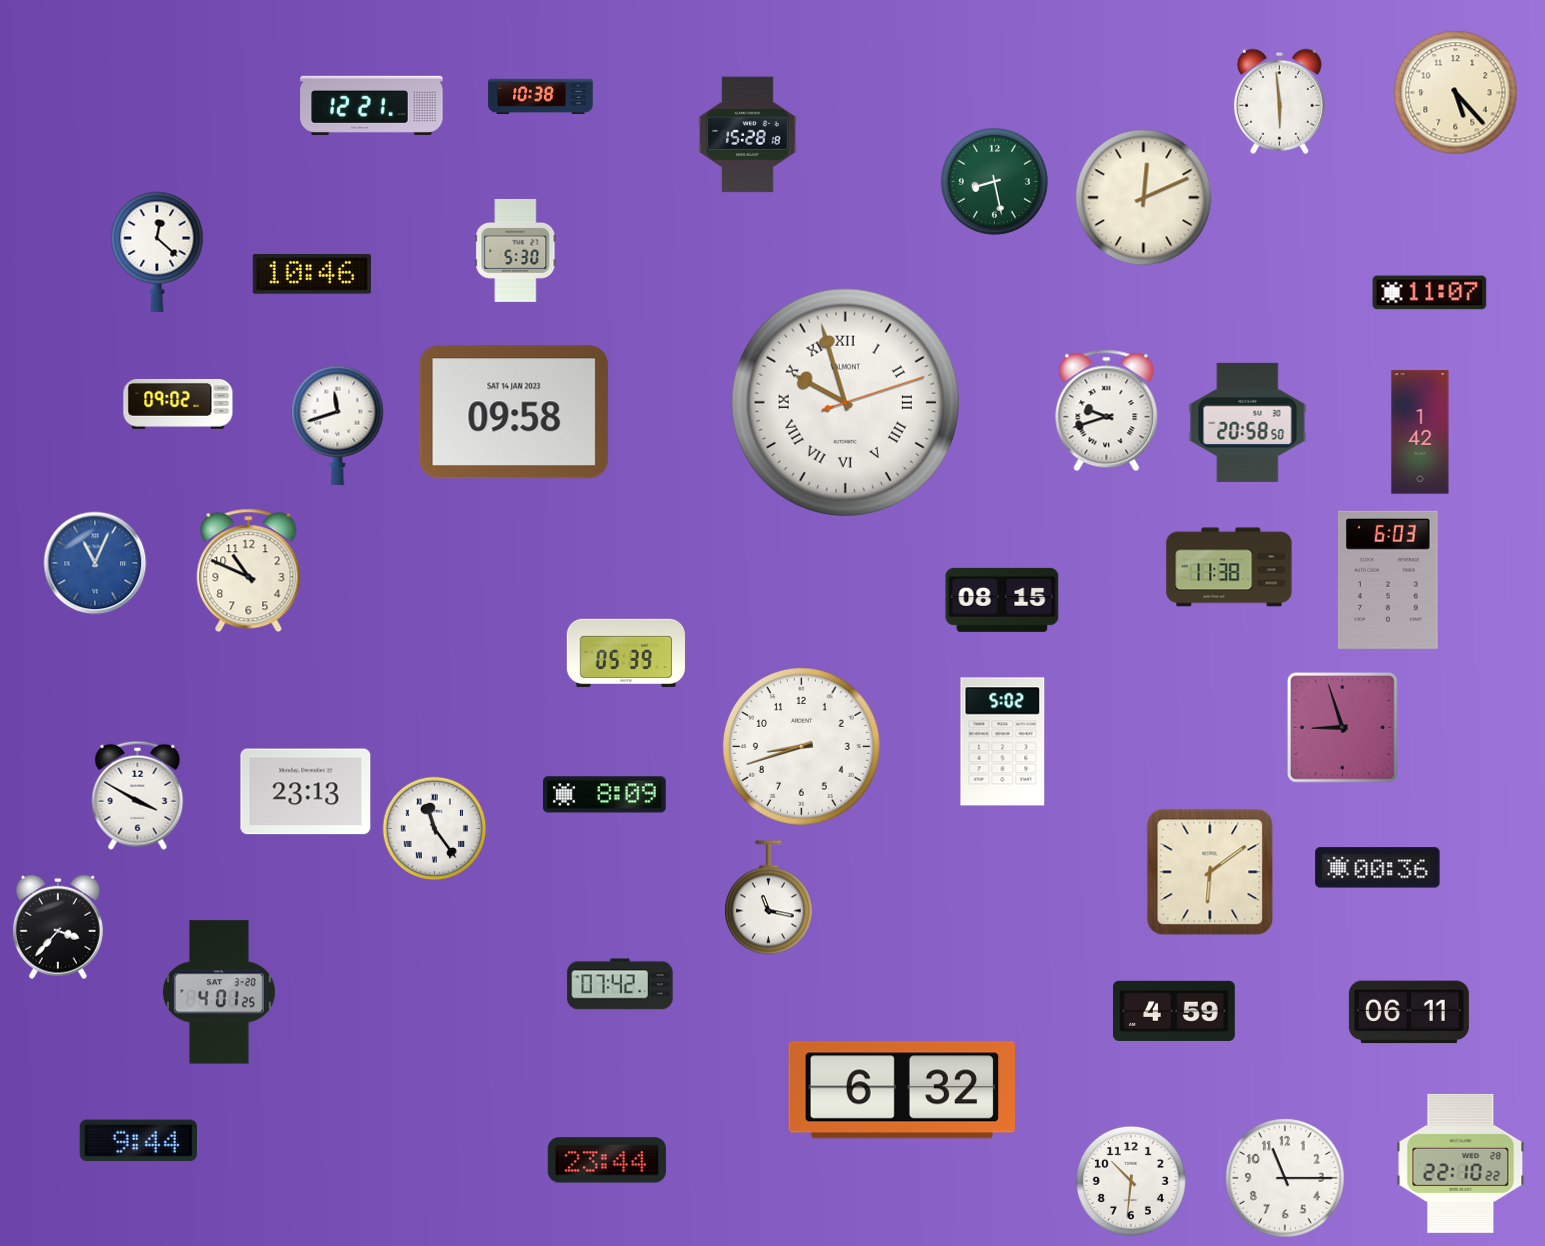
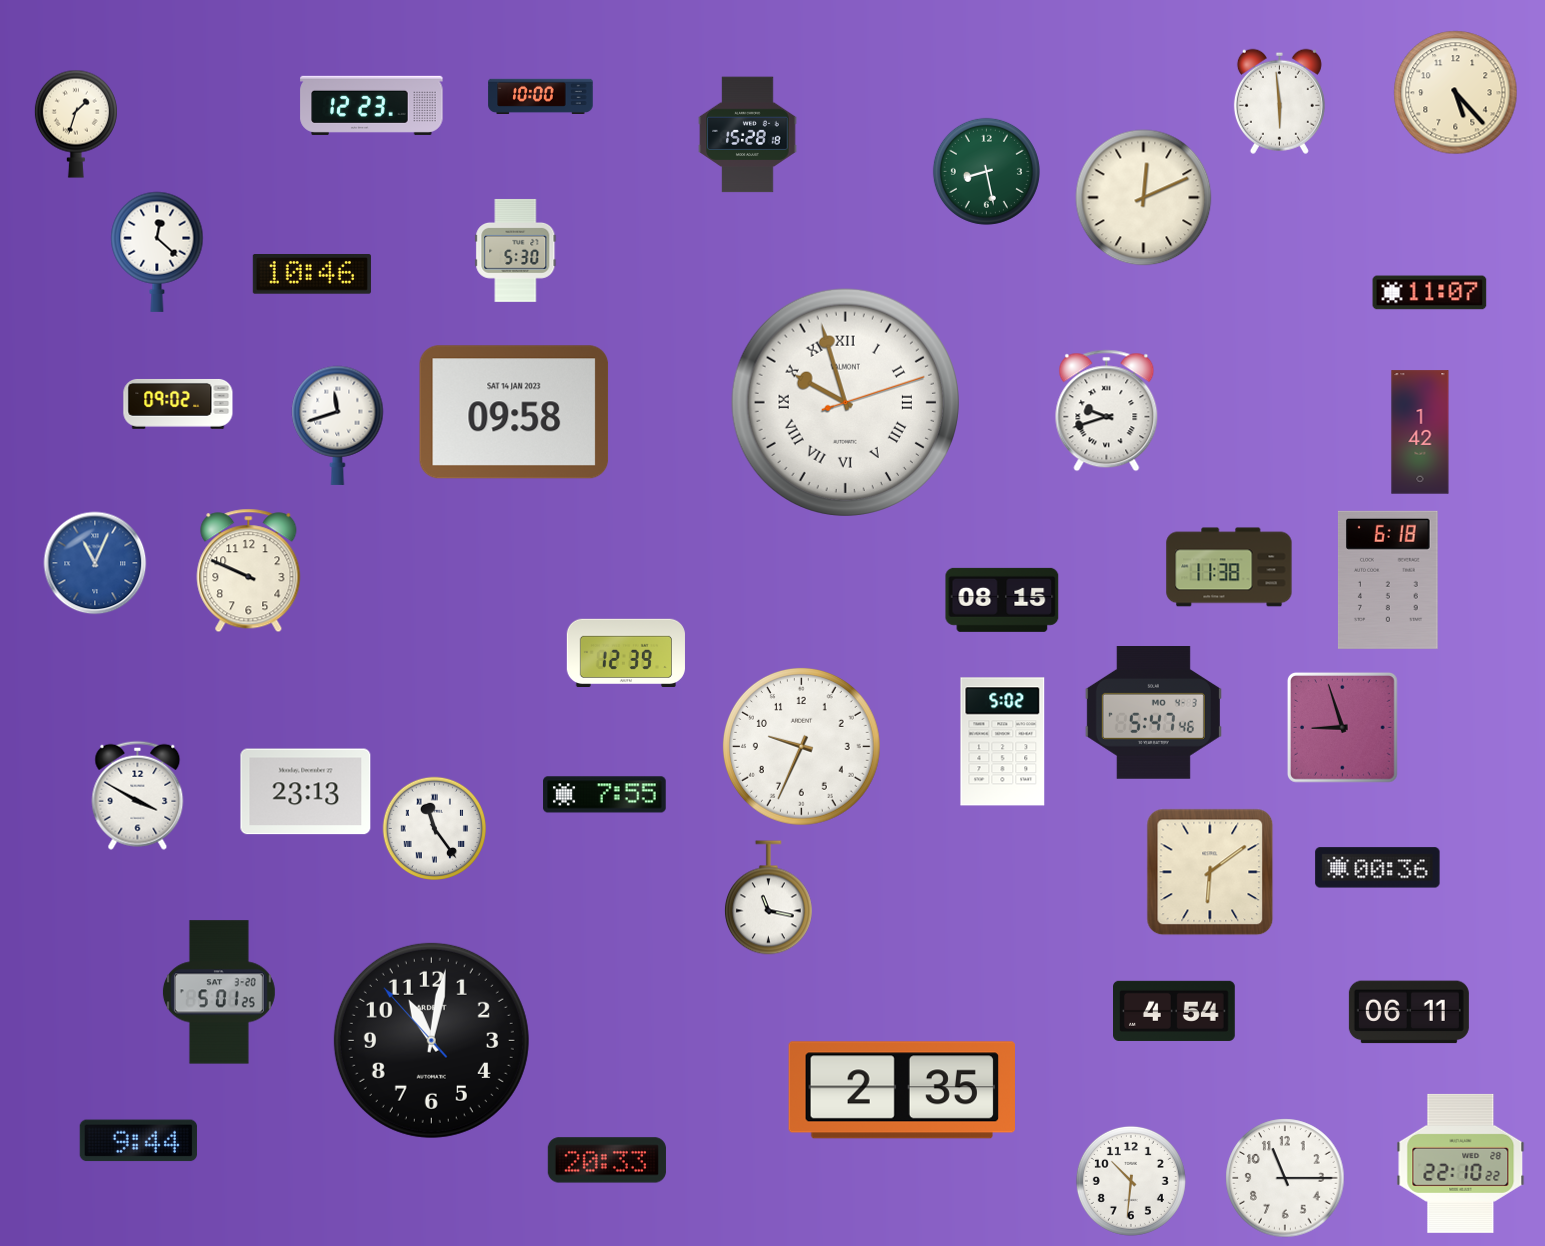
clock at (541, 96): 10:38 -> 10:00
clock at (372, 105): 12:21 -> 12:23
clock at (76, 124): none -> 1:33
clock at (994, 181) position: (994, 181) -> (986, 171)
clock at (1248, 422): 20:58 -> none
clock at (249, 571): 10:49 -> 9:49
clock at (1388, 580): 6:03 -> 6:18
clock at (626, 652): 05:39 -> 12:39
clock at (1153, 713): none -> 5:47
clock at (801, 746): 8:42 -> 9:34
clock at (605, 795): 8:09 -> 7:55
clock at (58, 927): 3:37 -> none
clock at (620, 984): 07:42 -> none
clock at (219, 992): 4:01 -> 5:01
clock at (1175, 1011): 4:59 -> 4:54
clock at (431, 1040): none -> 11:01
clock at (901, 1090): 6:32 -> 2:35
clock at (607, 1160): 23:44 -> 20:33
